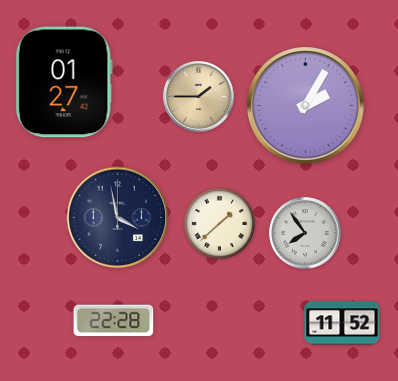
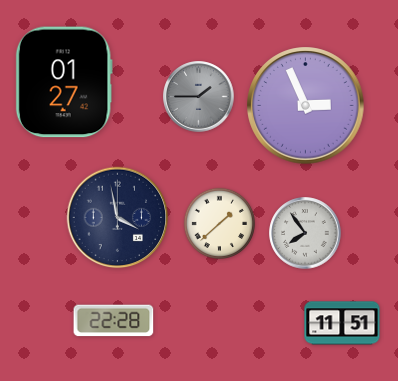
clock at (199, 97) dial: champagne -> grey
clock at (306, 106): 2:05 -> 2:56
clock at (342, 323): 11:52 -> 11:51
